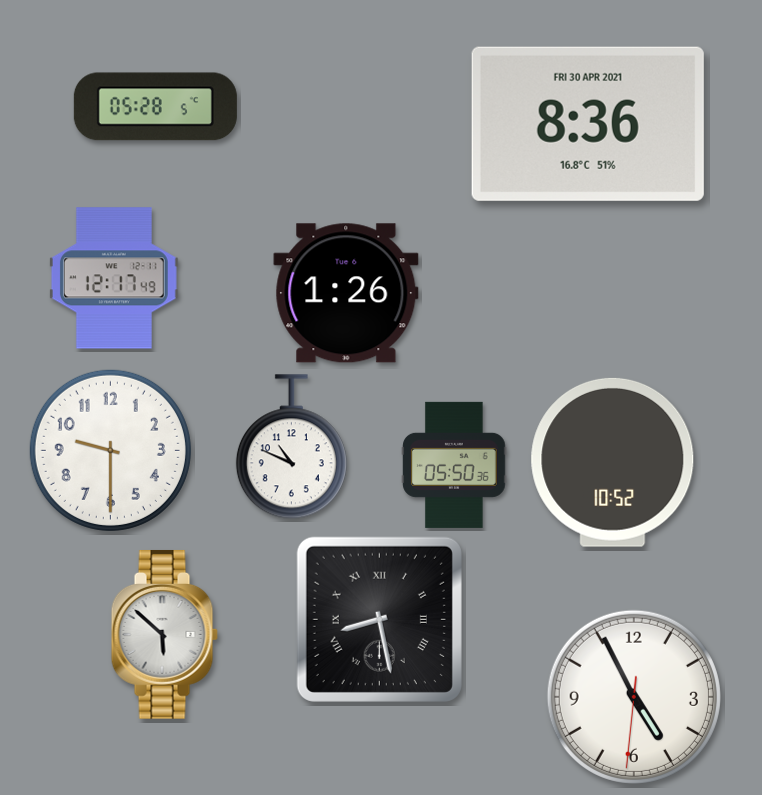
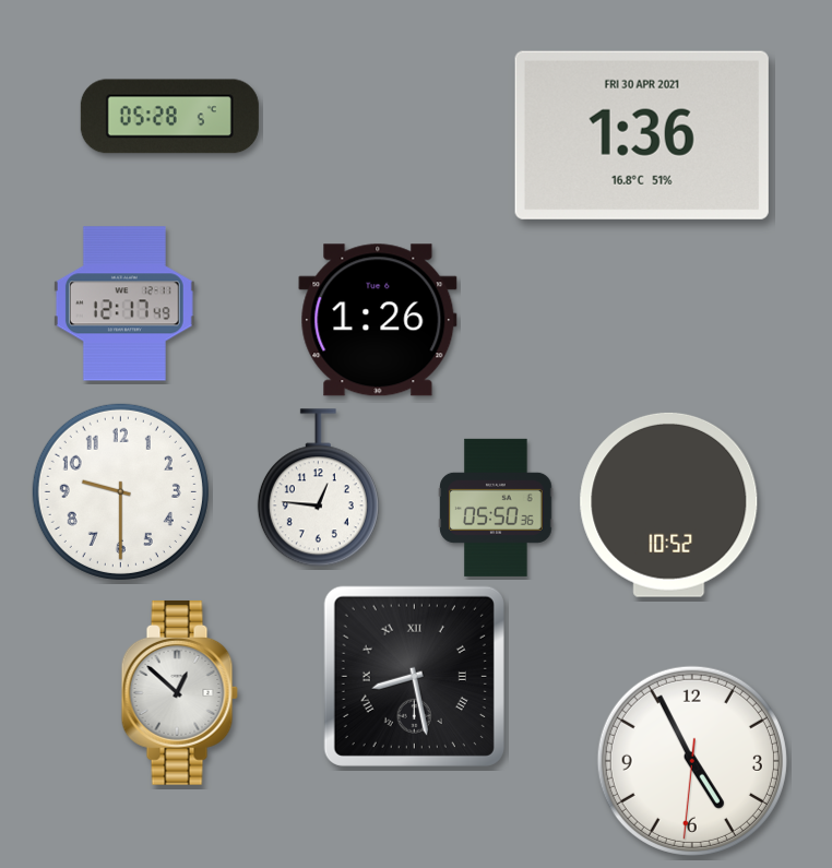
clock at (588, 124): 8:36 -> 1:36
clock at (291, 447): 10:49 -> 12:46
clock at (164, 634): 5:52 -> 12:52
